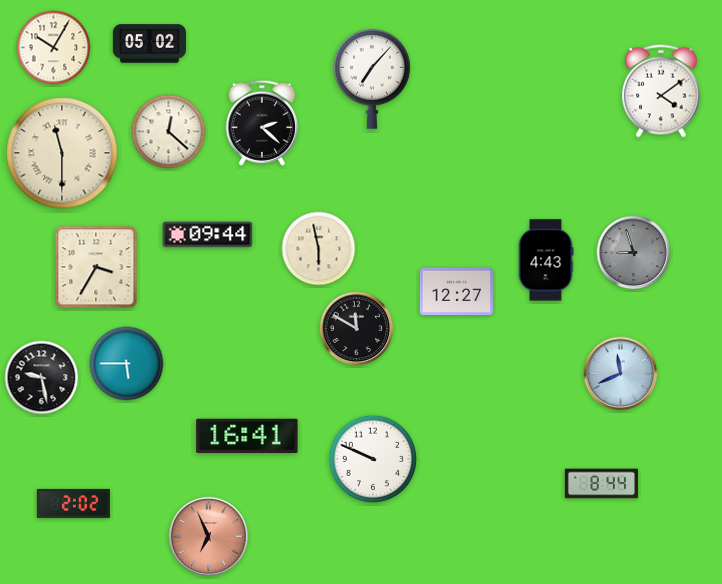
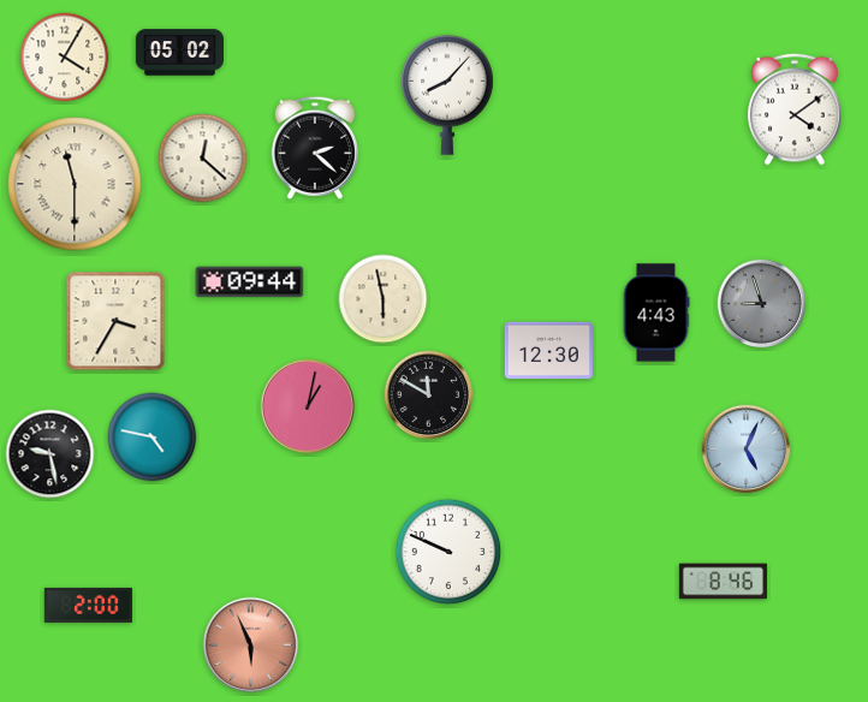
clock at (54, 48): 10:05 -> 4:05
clock at (372, 79): 7:07 -> 8:07
clock at (456, 292): 12:27 -> 12:30
clock at (308, 406): none -> 1:02
clock at (127, 364): 5:45 -> 4:47
clock at (621, 374): 11:41 -> 5:04
clock at (247, 435): 16:41 -> none
clock at (601, 484): 8:44 -> 8:46
clock at (73, 503): 2:02 -> 2:00
clock at (209, 537): 6:56 -> 5:56
